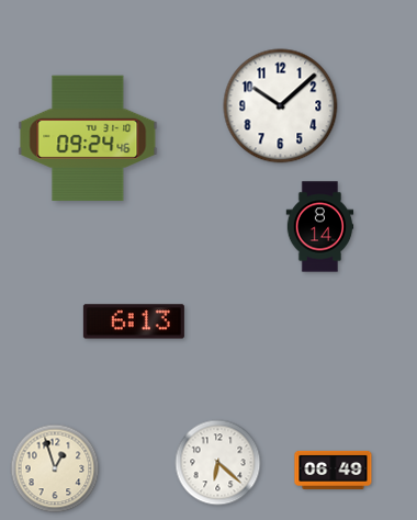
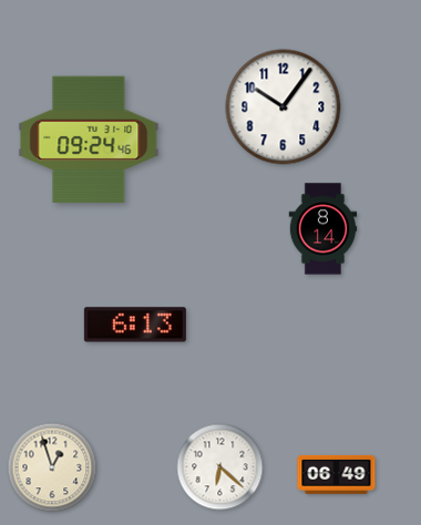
clock at (281, 106): 10:08 -> 10:06
clock at (55, 468) position: (55, 468) -> (52, 467)
